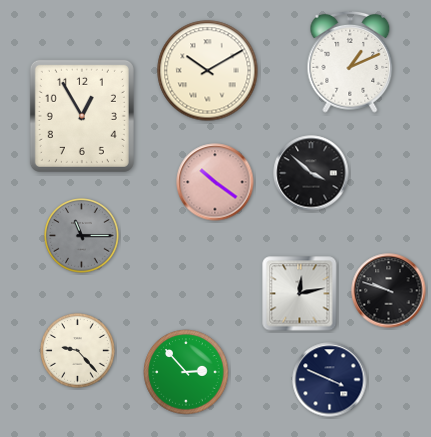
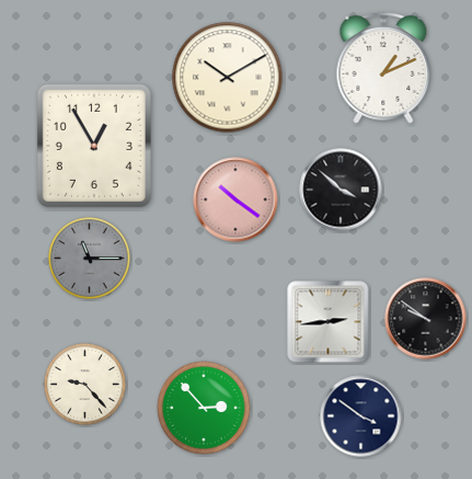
clock at (82, 116) position: (82, 116) -> (94, 146)
clock at (389, 291): 9:48 -> 9:51
clock at (300, 294): 12:13 -> 2:44
clock at (330, 380): 3:49 -> 3:51
